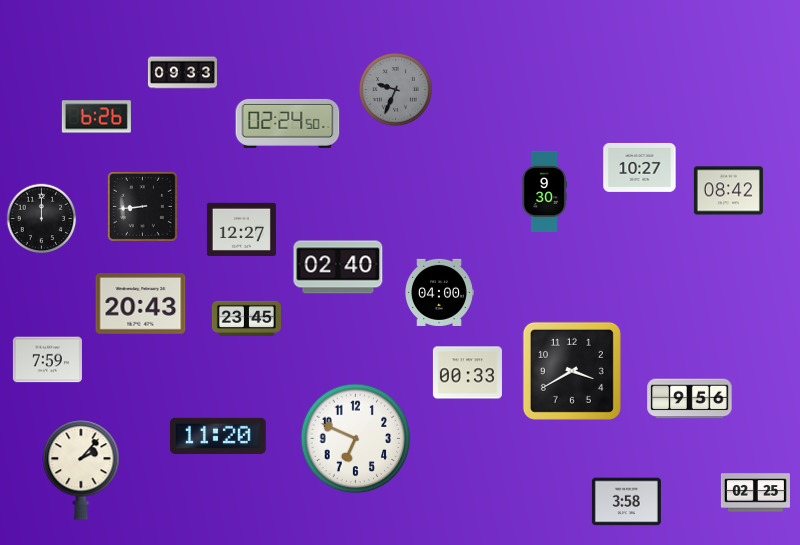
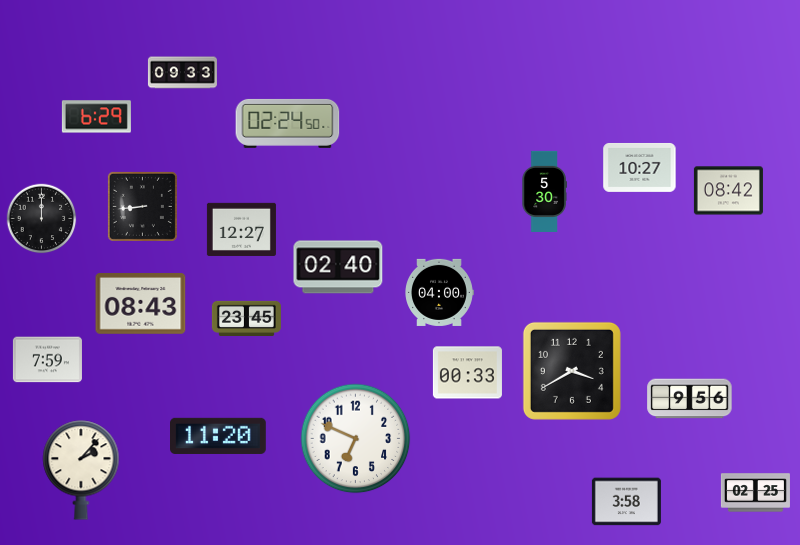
clock at (395, 89): 9:34 -> none
clock at (96, 117): 6:26 -> 6:29
clock at (544, 191): 9:30 -> 5:30
clock at (141, 304): 20:43 -> 08:43
